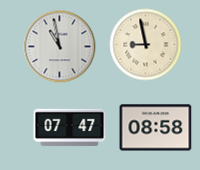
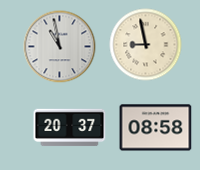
clock at (70, 128): 07:47 -> 20:37
